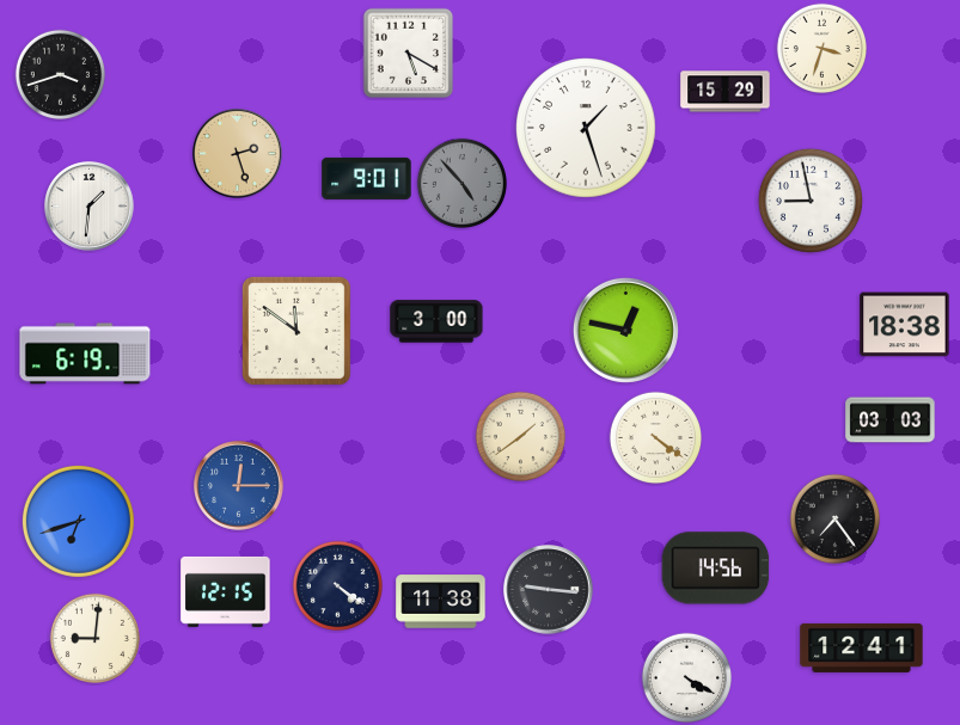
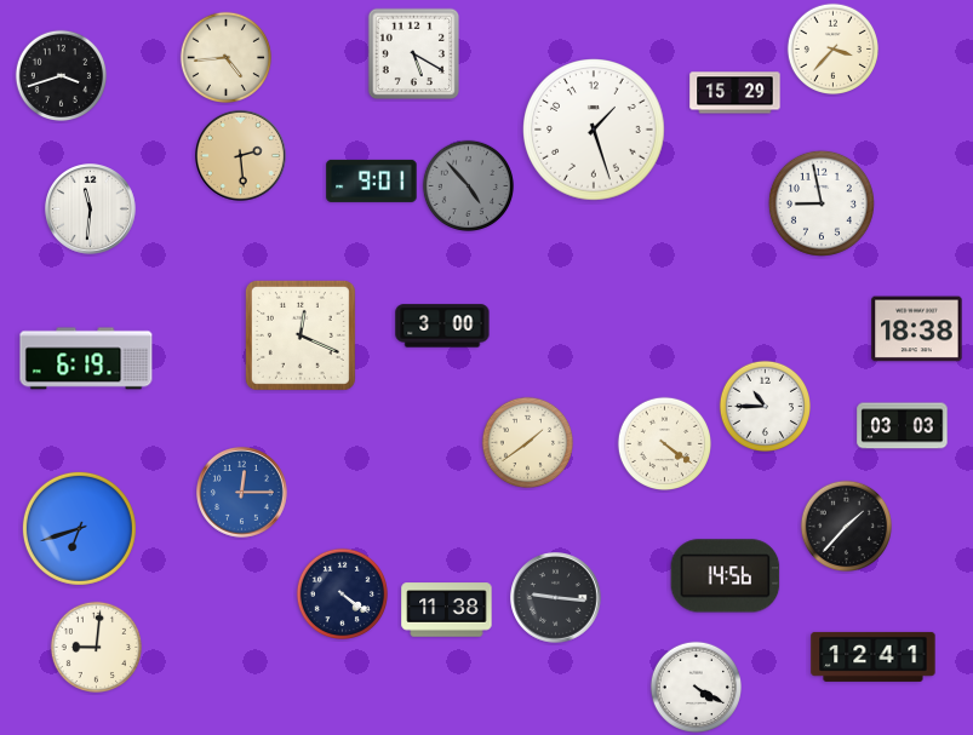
clock at (821, 48): 3:33 -> 3:37
clock at (225, 57): none -> 4:44
clock at (238, 154): 2:27 -> 2:29
clock at (90, 207): 1:31 -> 11:31
clock at (625, 330): 12:47 -> none
clock at (296, 331): 11:51 -> 12:19
clock at (765, 406): none -> 10:45
clock at (834, 518): 7:24 -> 1:37
clock at (226, 591): 12:15 -> none
